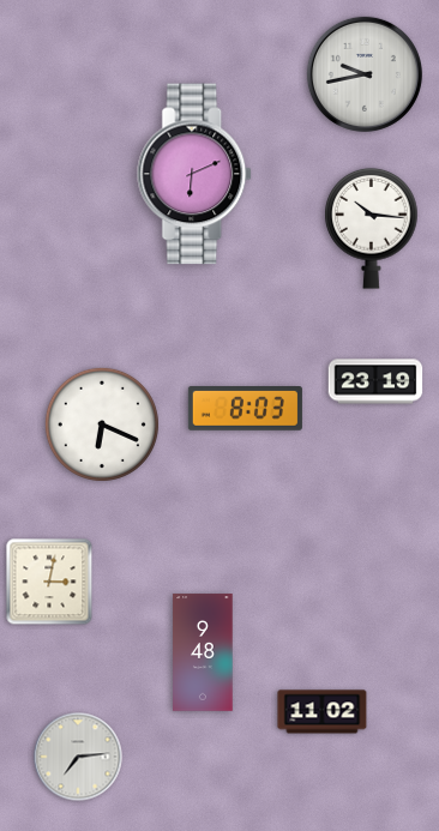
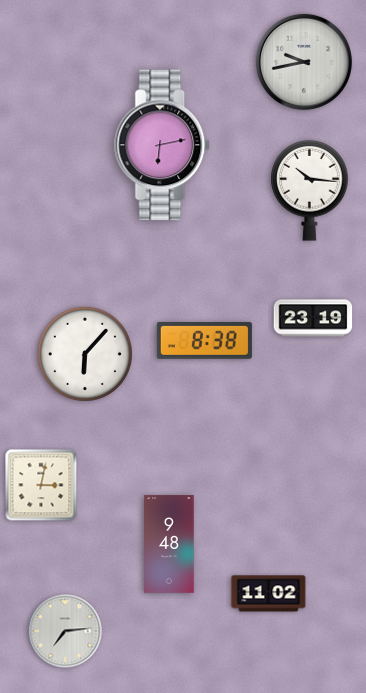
clock at (196, 174): 6:11 -> 6:13
clock at (245, 409): 8:03 -> 8:38
clock at (102, 424): 6:19 -> 6:07
